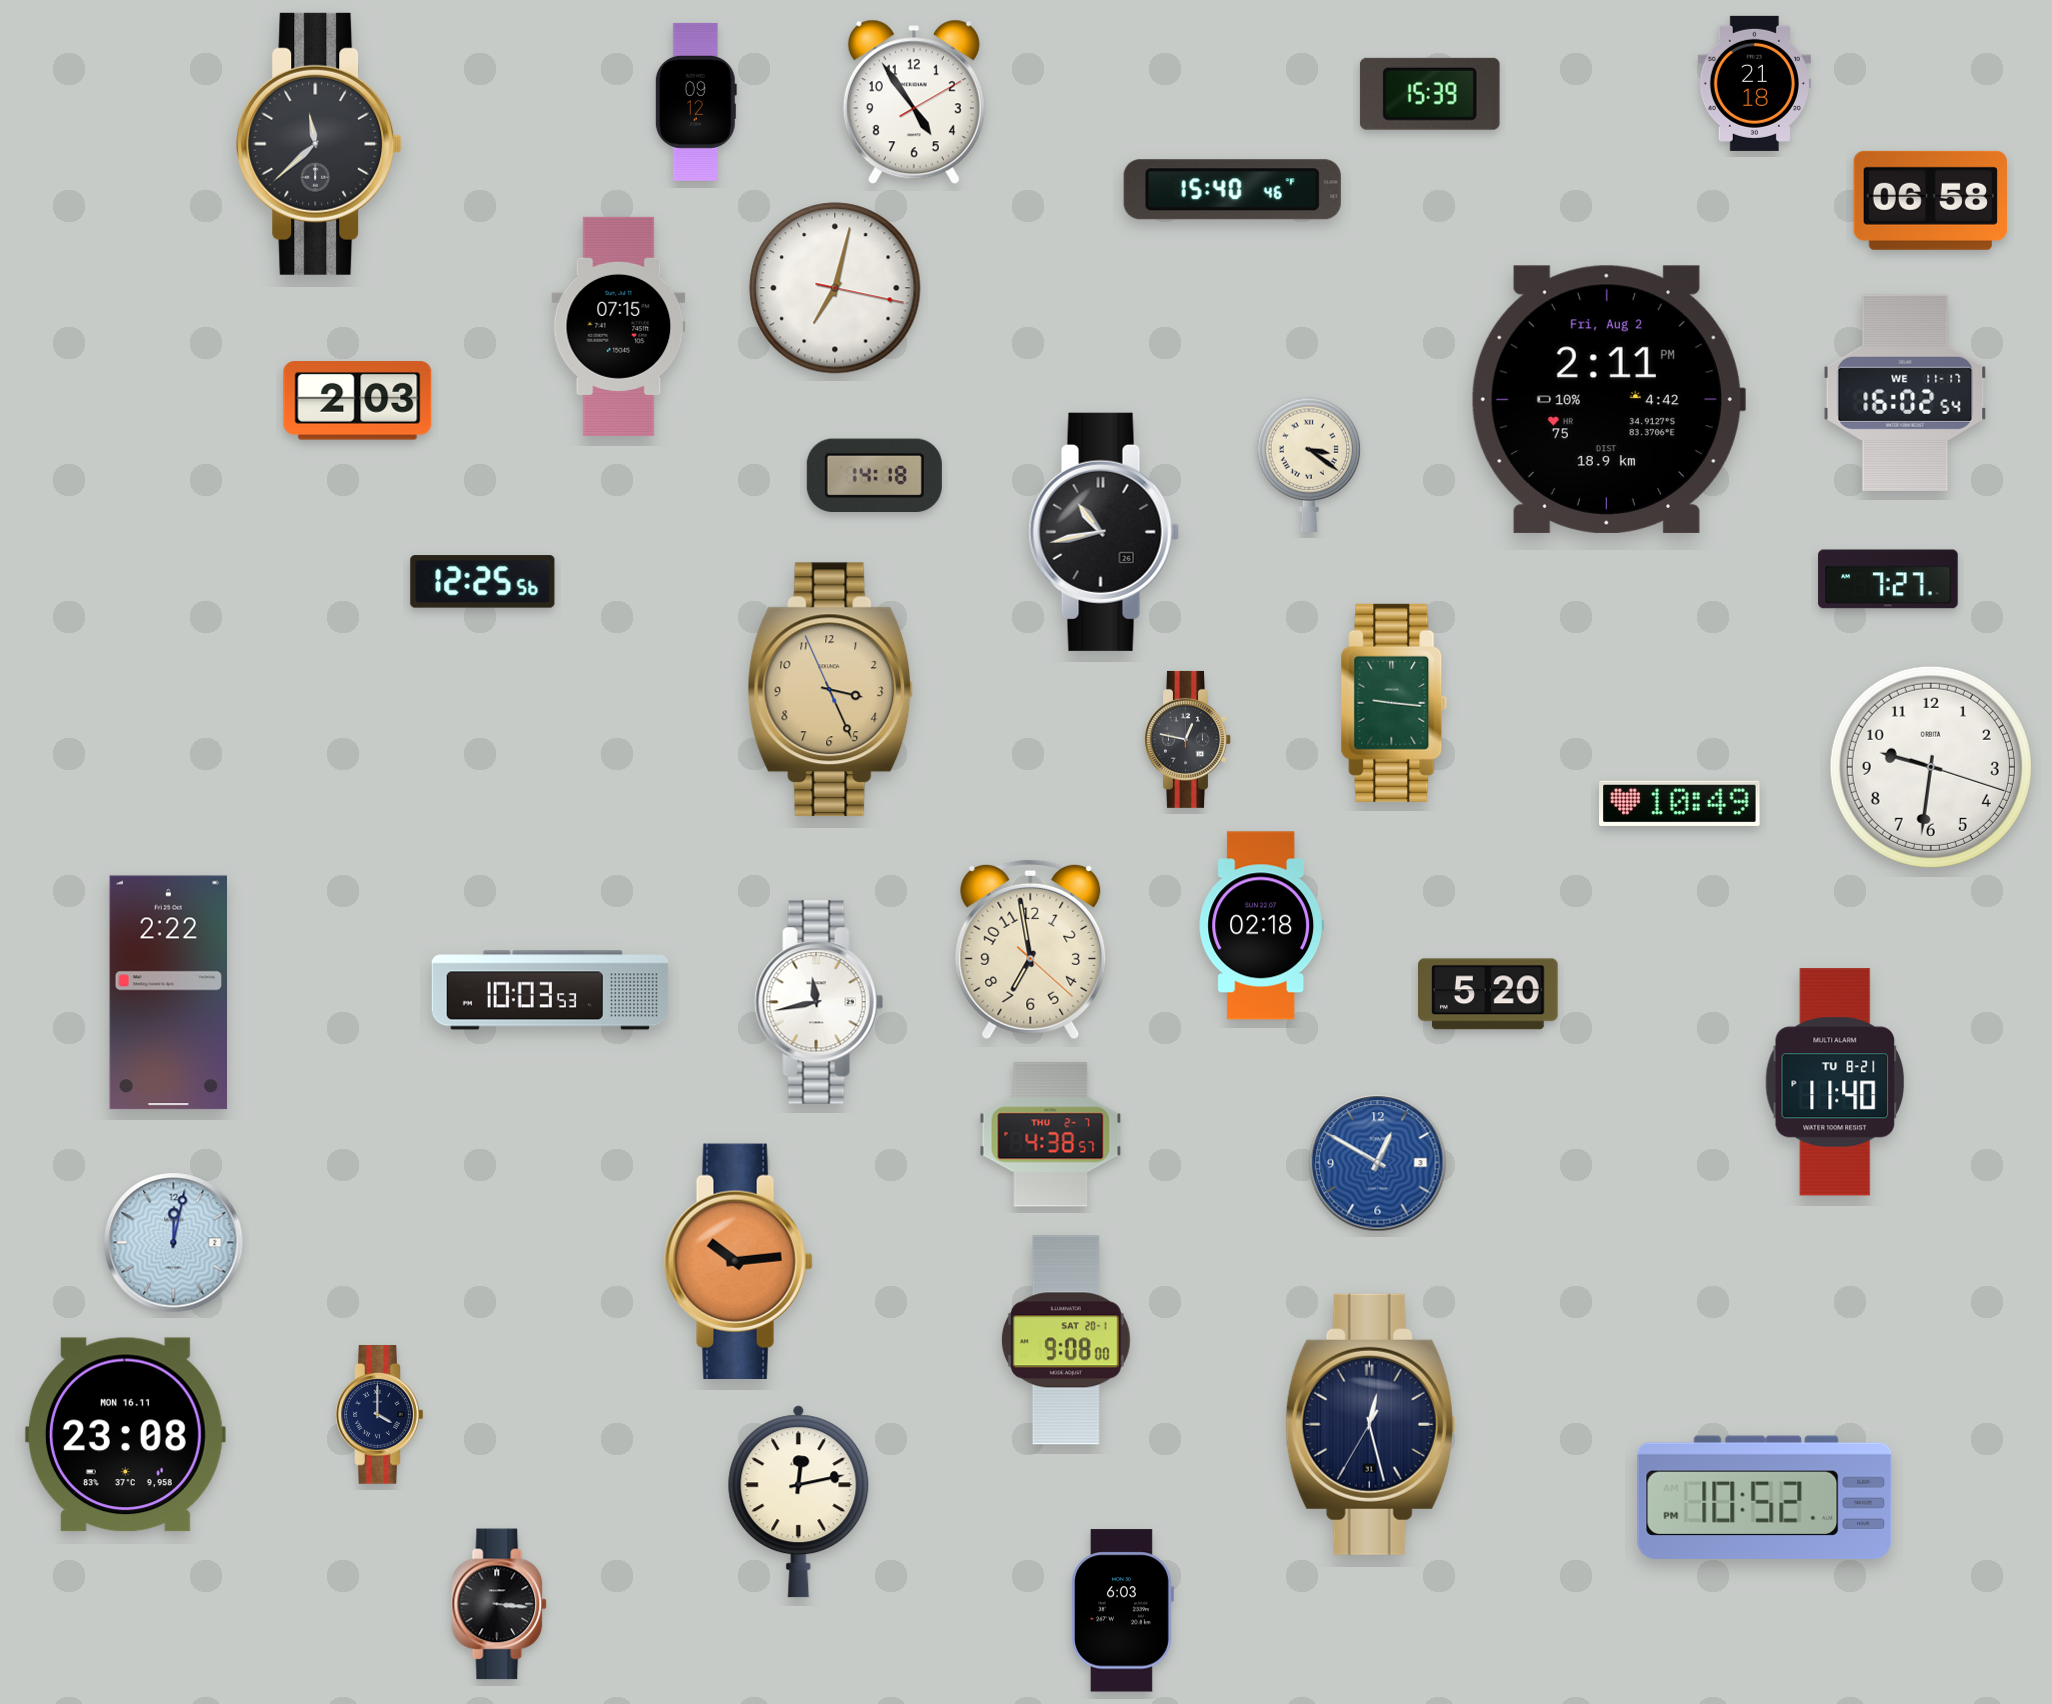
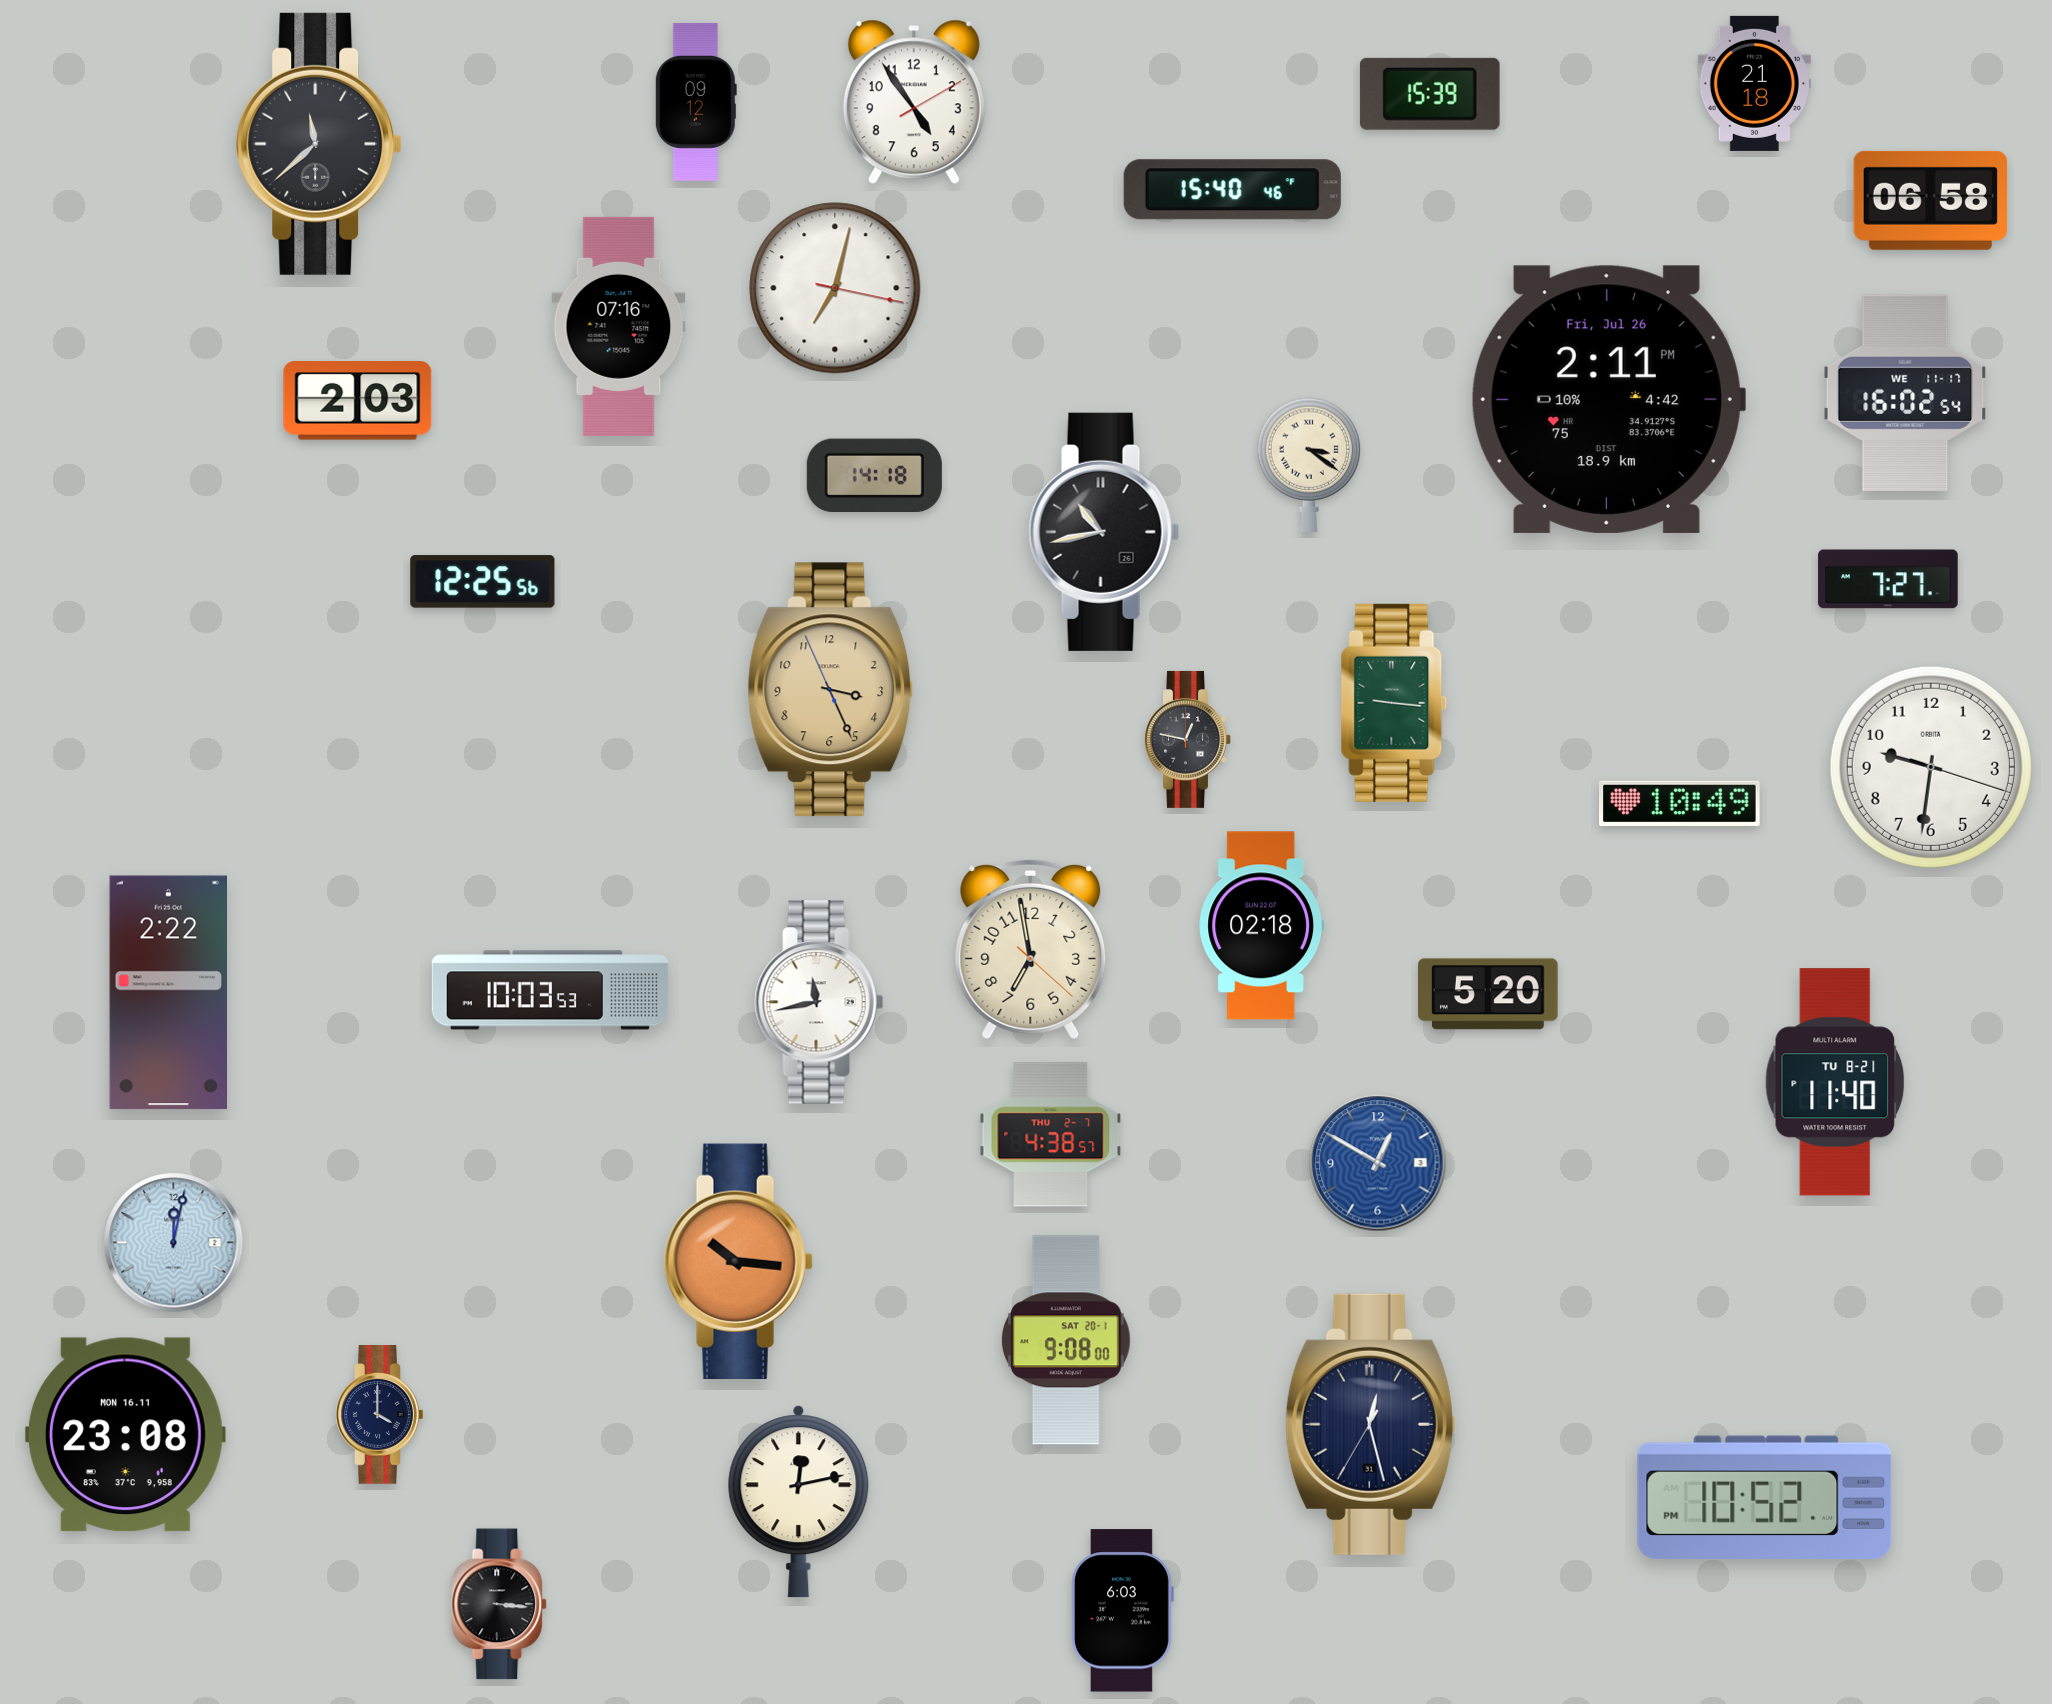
clock at (619, 326): 07:15 -> 07:16
clock at (1608, 399) date: Fri, Aug 2 -> Fri, Jul 26
clock at (738, 1261): 10:14 -> 10:16
